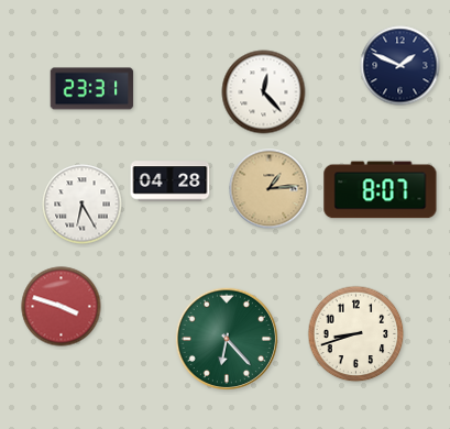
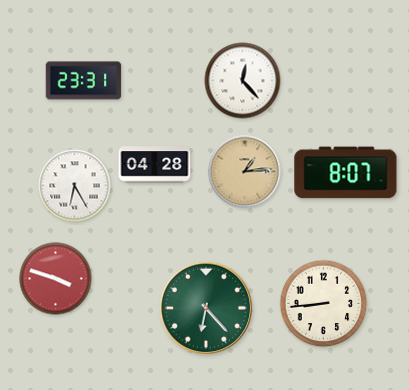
clock at (400, 66): 1:49 -> none
clock at (264, 92) position: (264, 92) -> (243, 81)
clock at (356, 334): 8:42 -> 8:44
